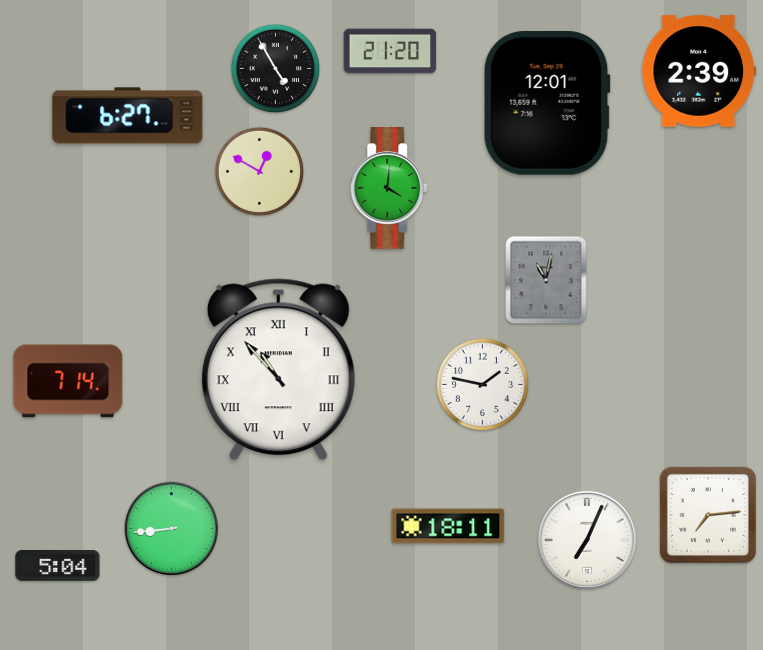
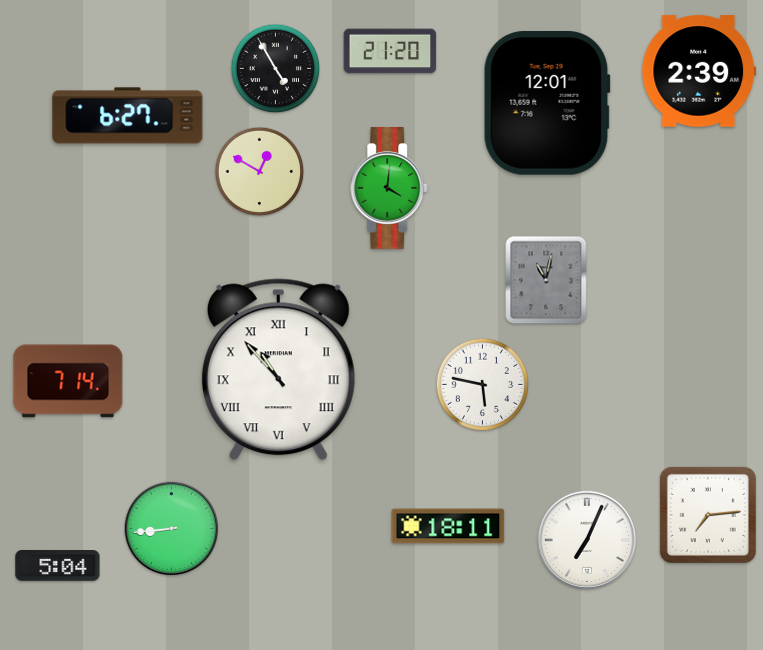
clock at (482, 384): 1:47 -> 5:47
